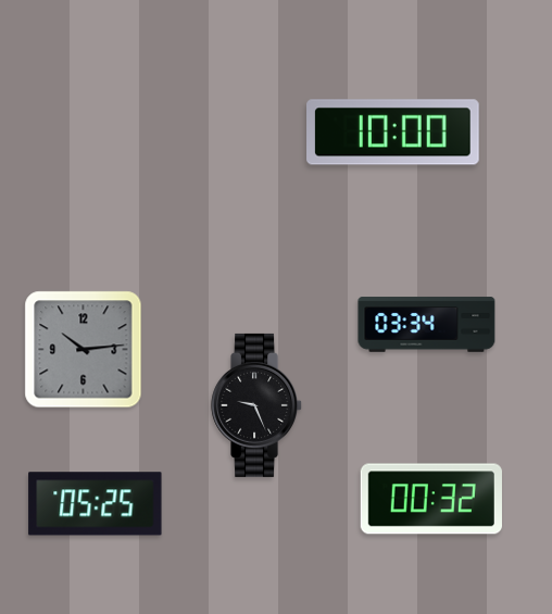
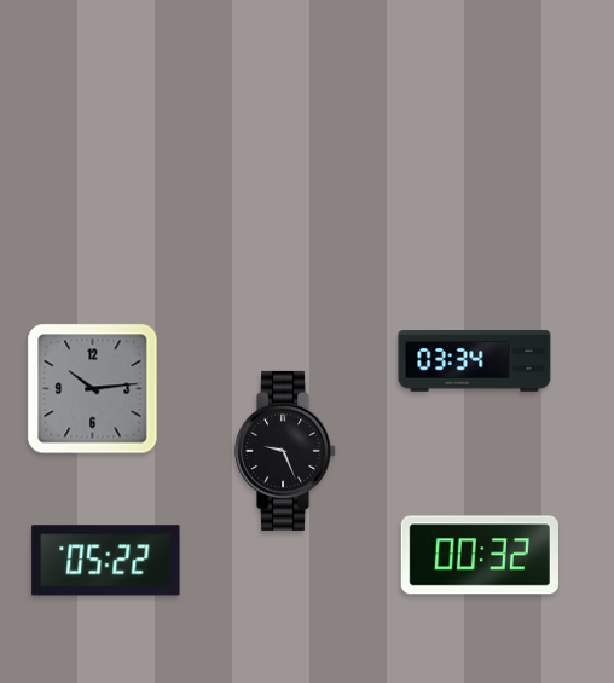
clock at (393, 133): 10:00 -> none
clock at (96, 504): 05:25 -> 05:22
